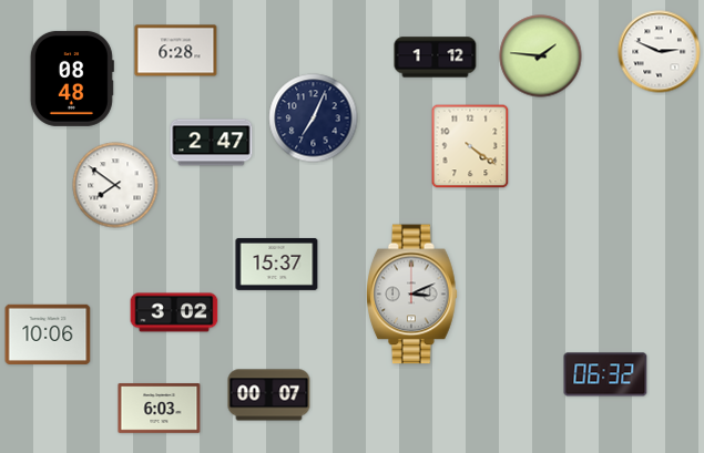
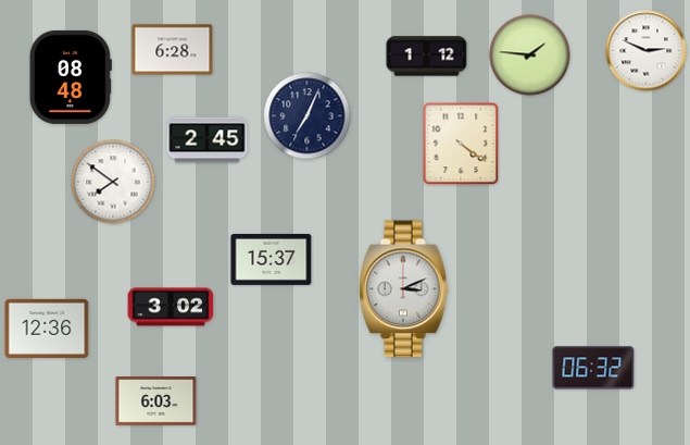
clock at (212, 143): 2:47 -> 2:45
clock at (48, 334): 10:06 -> 12:36
clock at (269, 395): 00:07 -> none
